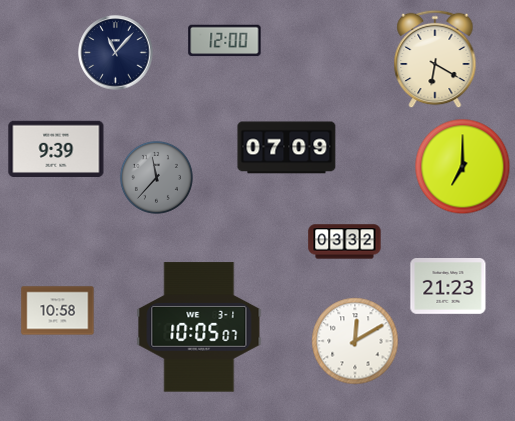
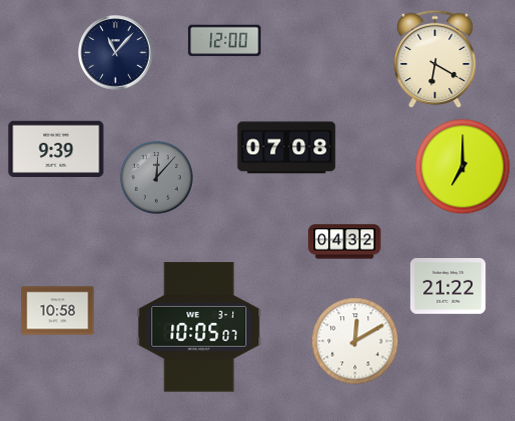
clock at (287, 148): 07:09 -> 07:08
clock at (156, 177): 11:37 -> 12:07
clock at (345, 242): 03:32 -> 04:32
clock at (448, 287): 21:23 -> 21:22
